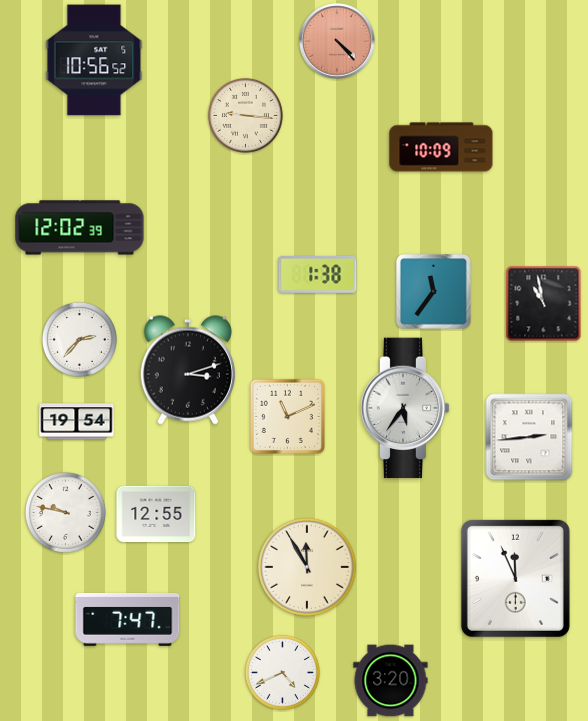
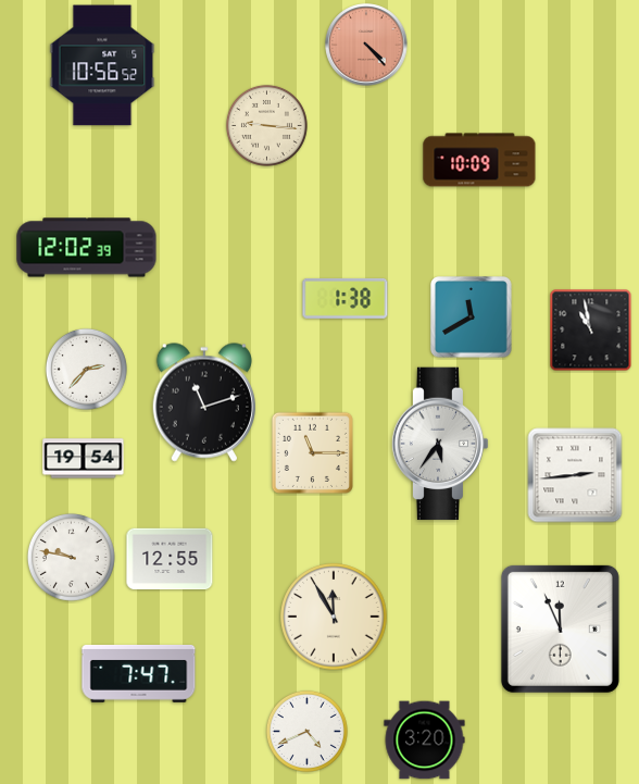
clock at (434, 292): 11:36 -> 11:40
clock at (187, 370): 3:12 -> 11:12
clock at (287, 416): 11:11 -> 11:15
